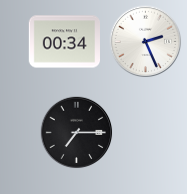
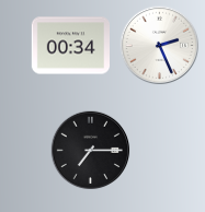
clock at (77, 133) position: (77, 133) -> (91, 151)
